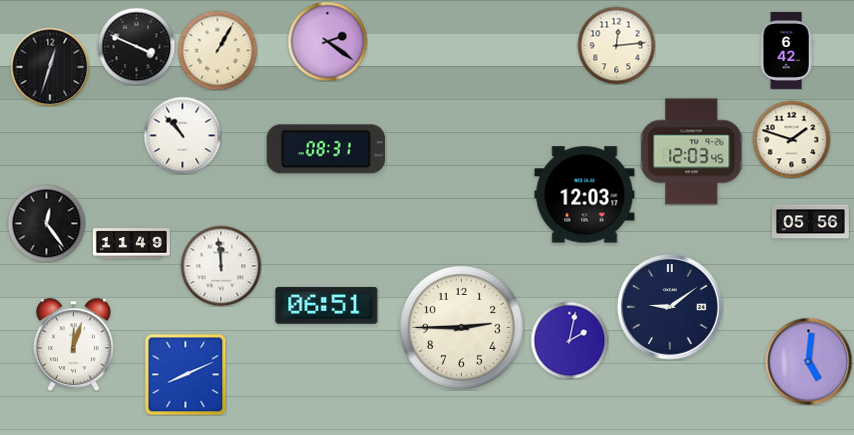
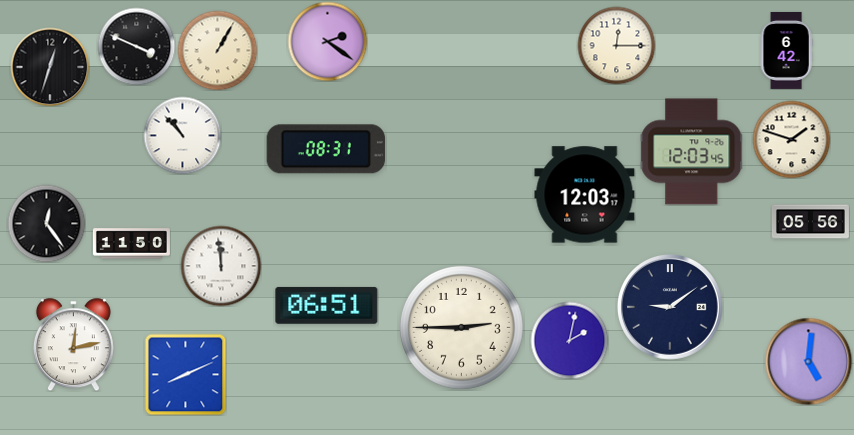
clock at (616, 45): 12:14 -> 12:15
clock at (131, 244): 11:49 -> 11:50
clock at (73, 344): 12:03 -> 12:13
